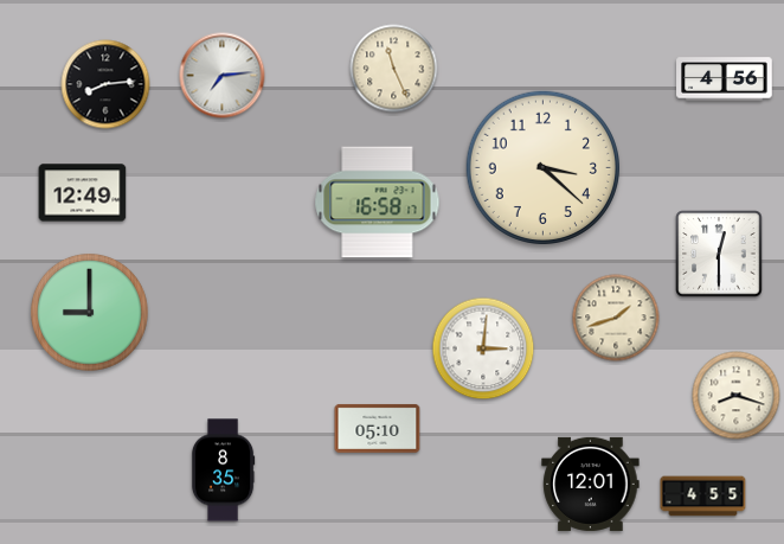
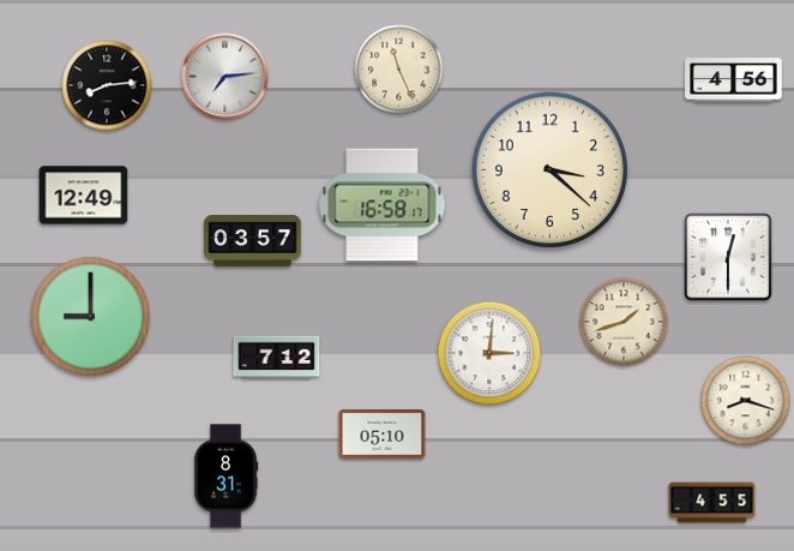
clock at (253, 241): none -> 03:57
clock at (277, 358): none -> 7:12
clock at (223, 471): 8:35 -> 8:31
clock at (591, 484): 12:01 -> none
